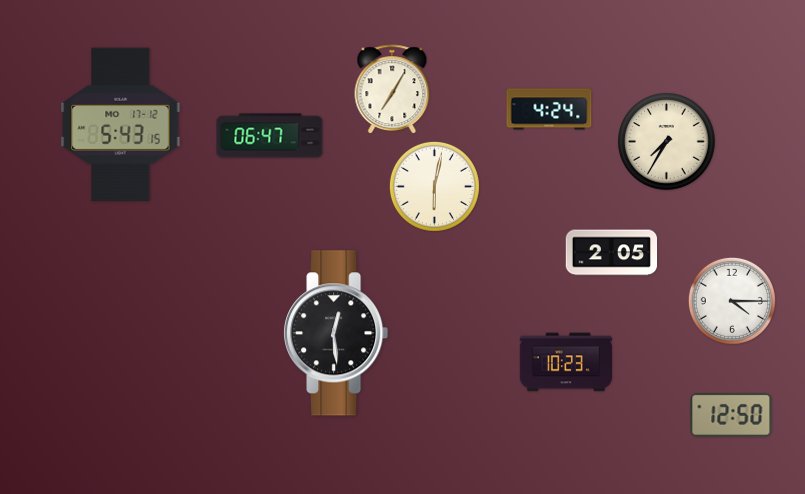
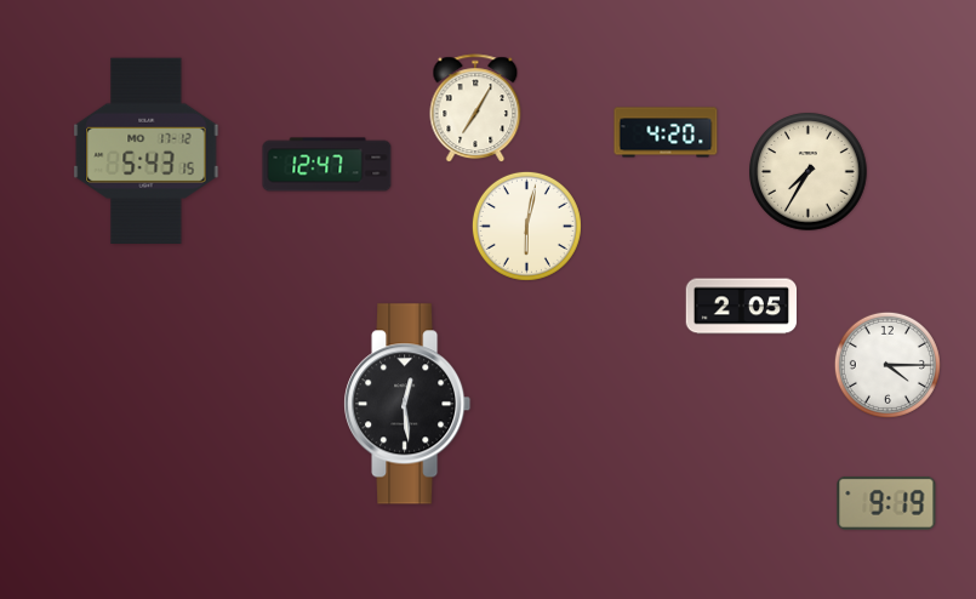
clock at (549, 109): 4:24 -> 4:20
clock at (270, 136): 06:47 -> 12:47
clock at (565, 362): 10:23 -> none
clock at (731, 415): 12:50 -> 9:19
